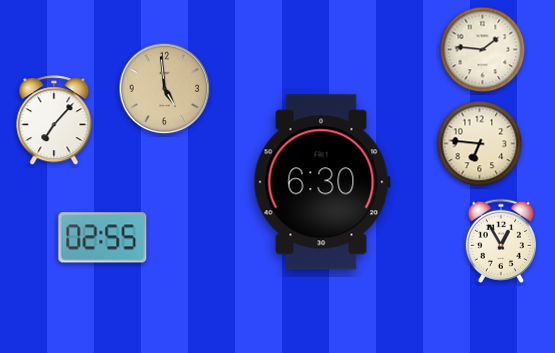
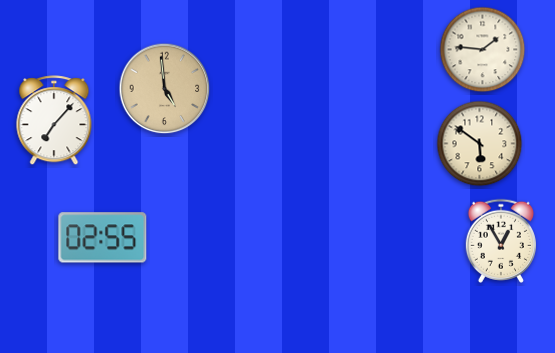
clock at (480, 144): 6:46 -> 5:51
clock at (322, 182): 6:30 -> none
